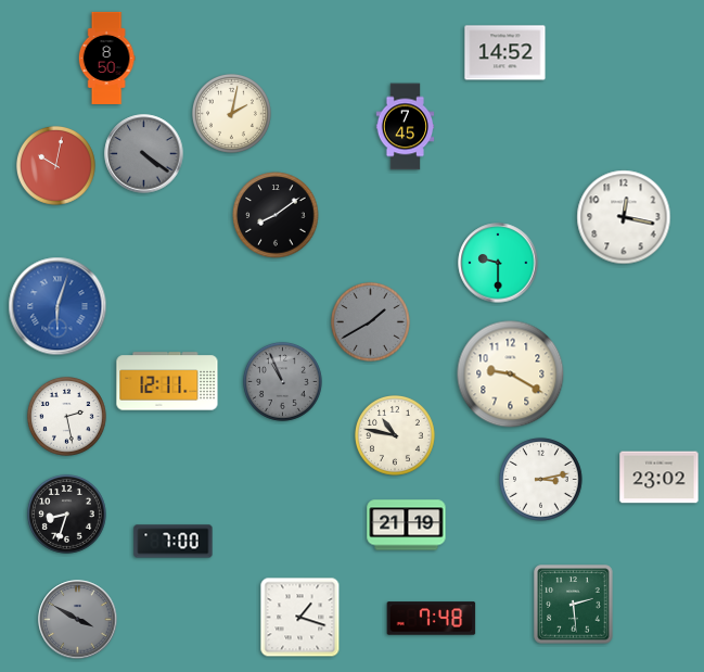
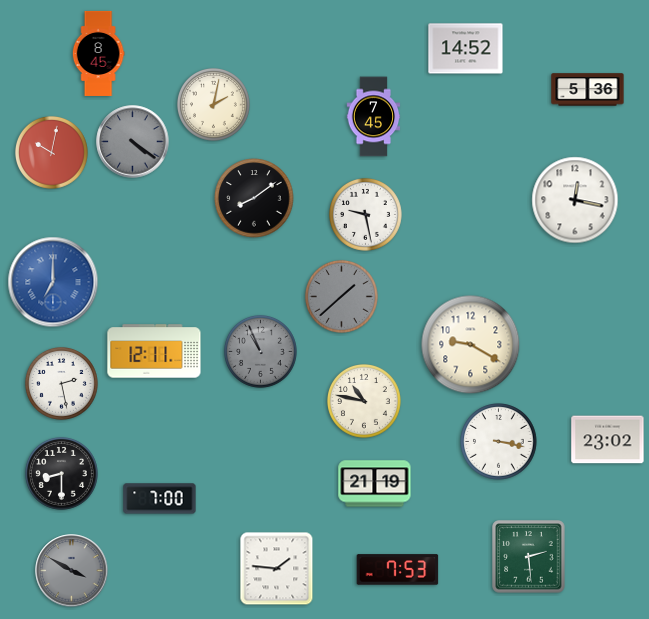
clock at (106, 58): 8:50 -> 8:45
clock at (588, 90): none -> 5:36
clock at (365, 214): none -> 9:28
clock at (498, 263): 9:30 -> none
clock at (57, 306): 6:03 -> 7:00
clock at (370, 321): 1:40 -> 1:38
clock at (541, 480): 3:13 -> 3:17
clock at (66, 513): 8:33 -> 8:30
clock at (300, 618): 1:18 -> 1:46
clock at (432, 619): 7:48 -> 7:53
